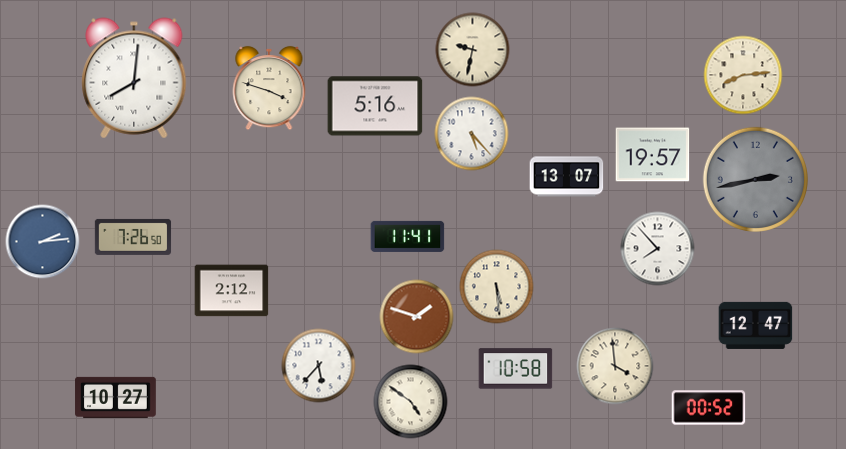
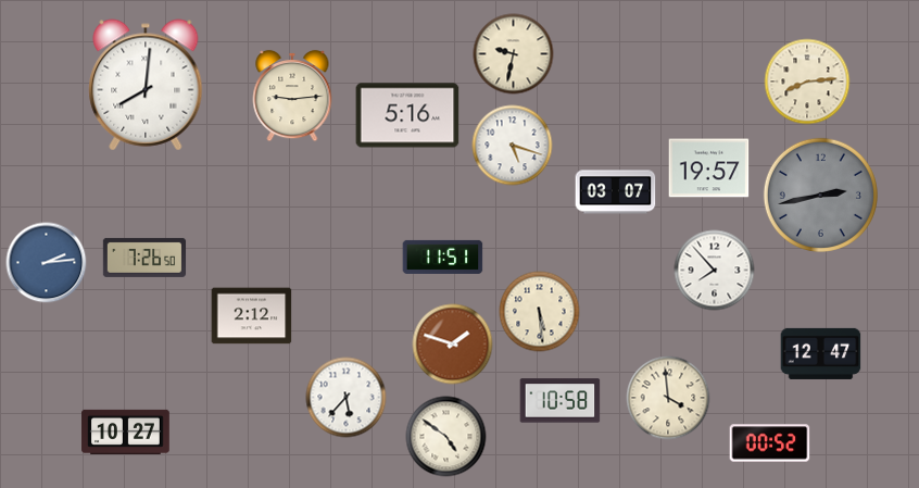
clock at (269, 88): 3:48 -> 9:14
clock at (472, 134): 5:23 -> 5:18
clock at (567, 177): 13:07 -> 03:07
clock at (408, 236): 11:41 -> 11:51
